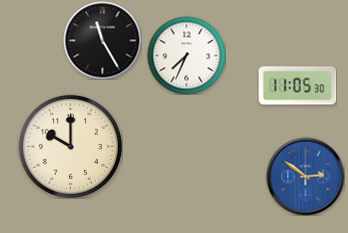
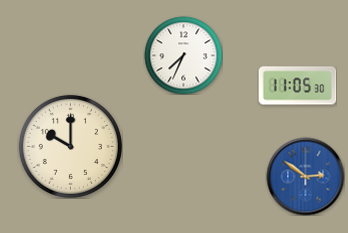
clock at (102, 40): 11:25 -> none
clock at (186, 55) position: (186, 55) -> (183, 55)
